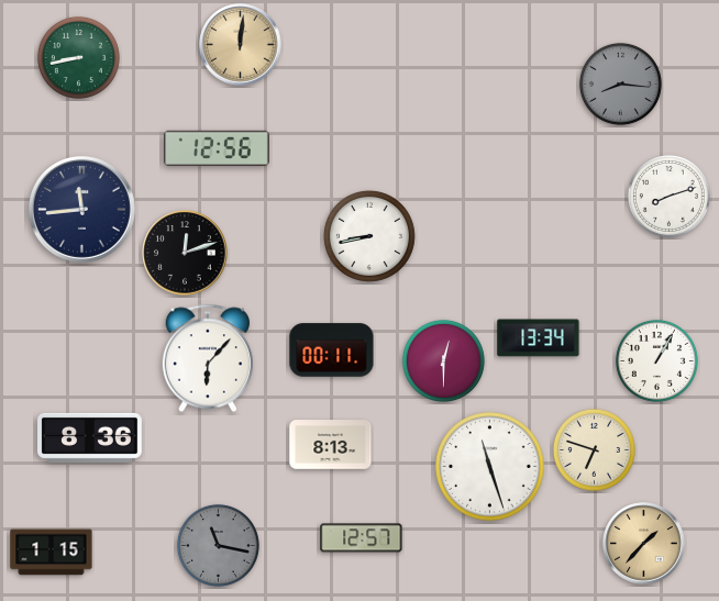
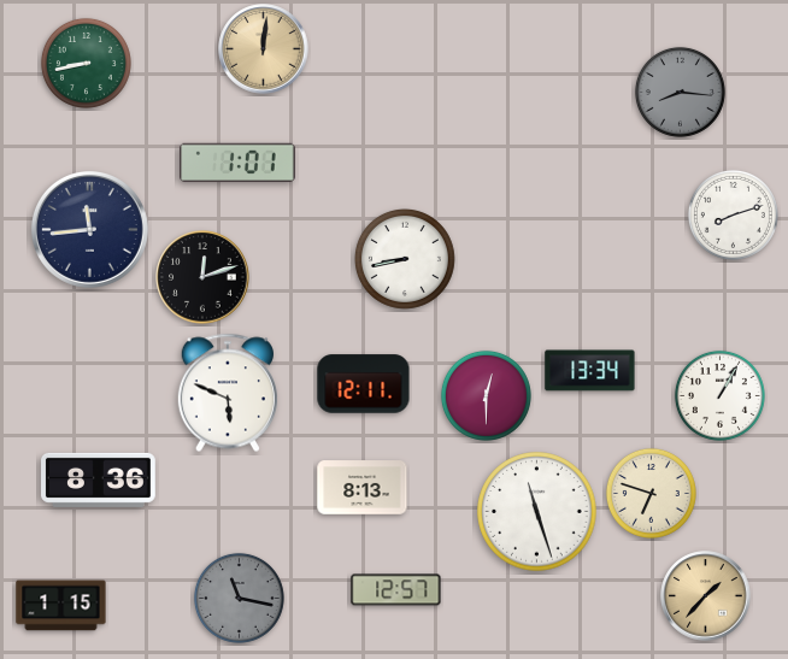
clock at (217, 148): 12:56 -> 1:01
clock at (332, 350): 00:11 -> 12:11
clock at (208, 358): 6:07 -> 5:49
clock at (52, 553) position: (52, 553) -> (61, 606)
